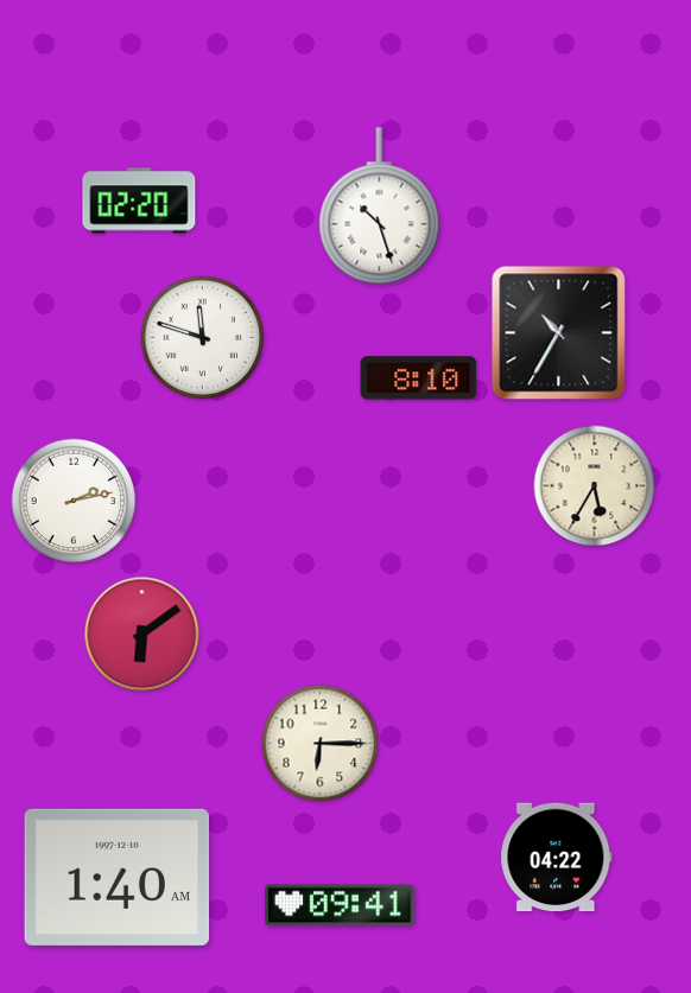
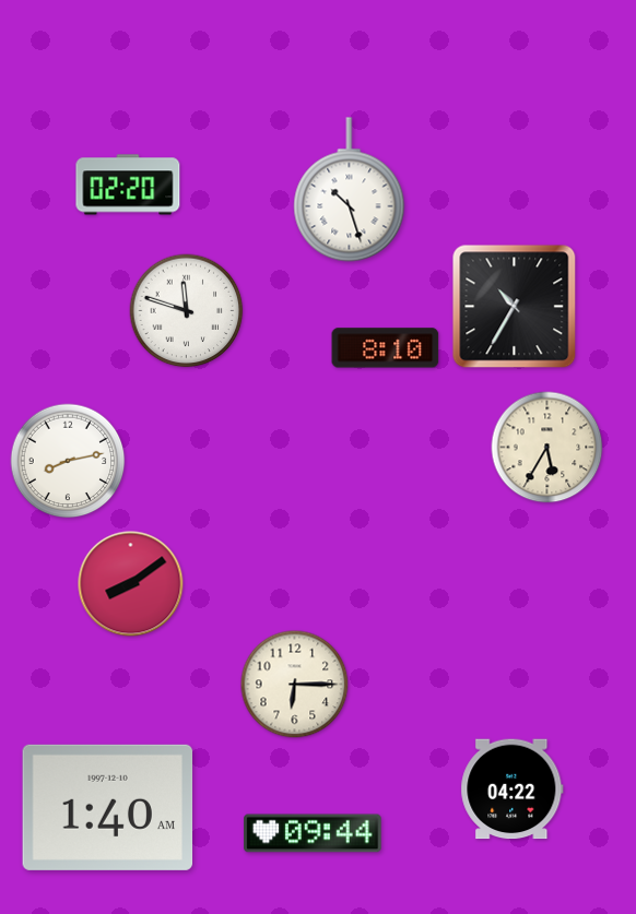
clock at (74, 501): 2:13 -> 8:13
clock at (142, 635): 6:09 -> 8:09
clock at (340, 905): 09:41 -> 09:44
